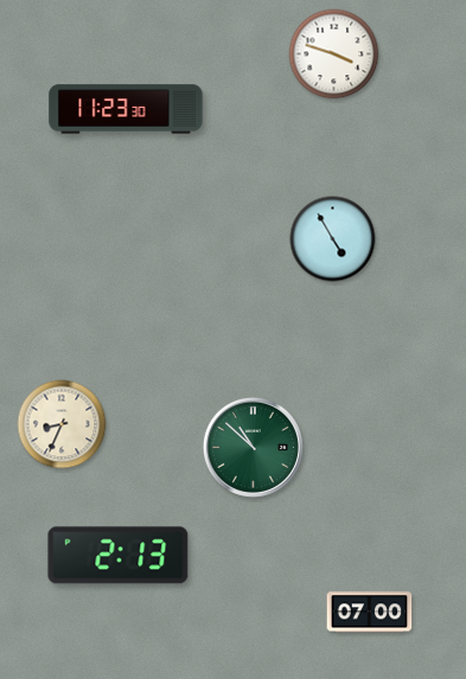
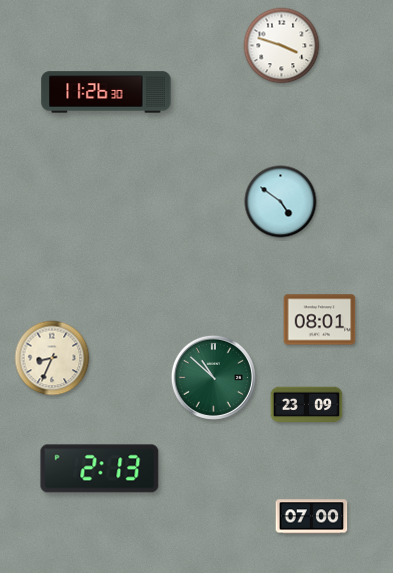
clock at (126, 109): 11:23 -> 11:26
clock at (333, 239): 4:55 -> 4:51
clock at (320, 320): none -> 08:01
clock at (307, 405): none -> 23:09
